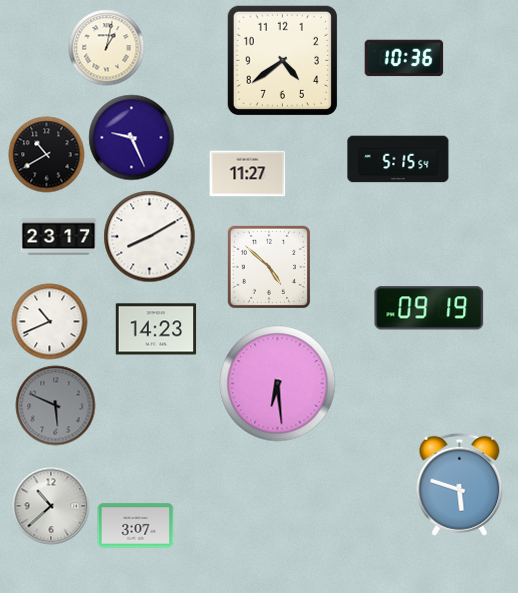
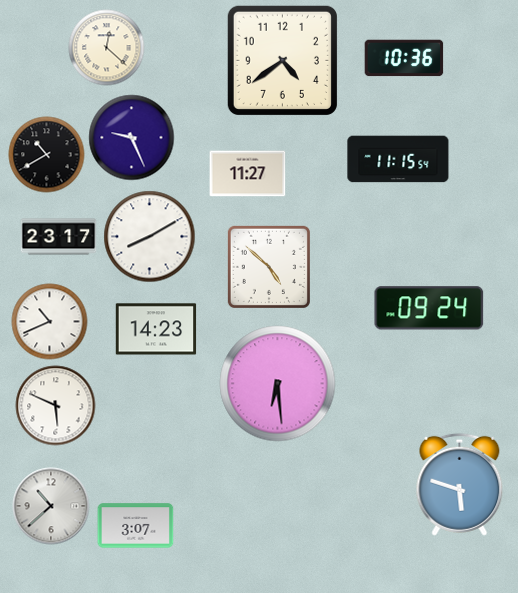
clock at (107, 48): 1:02 -> 12:22
clock at (398, 159): 5:15 -> 11:15
clock at (429, 308): 09:19 -> 09:24
clock at (56, 406) dial: grey -> white
